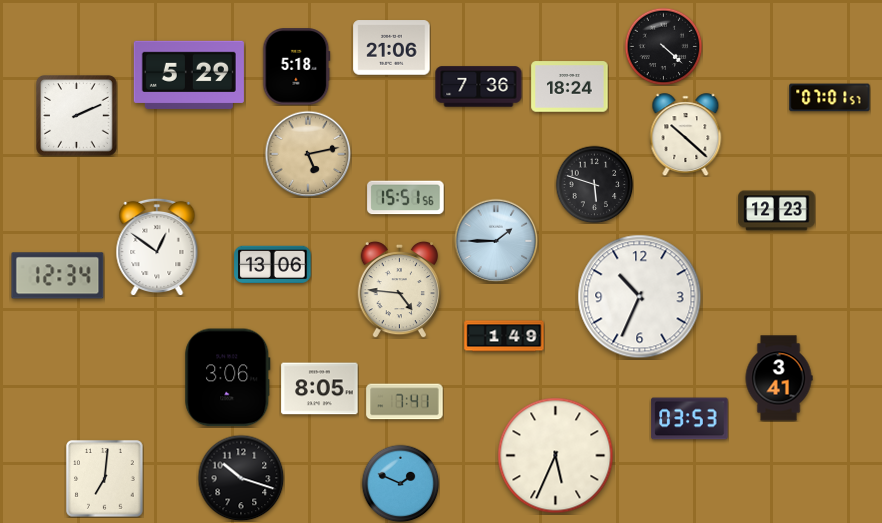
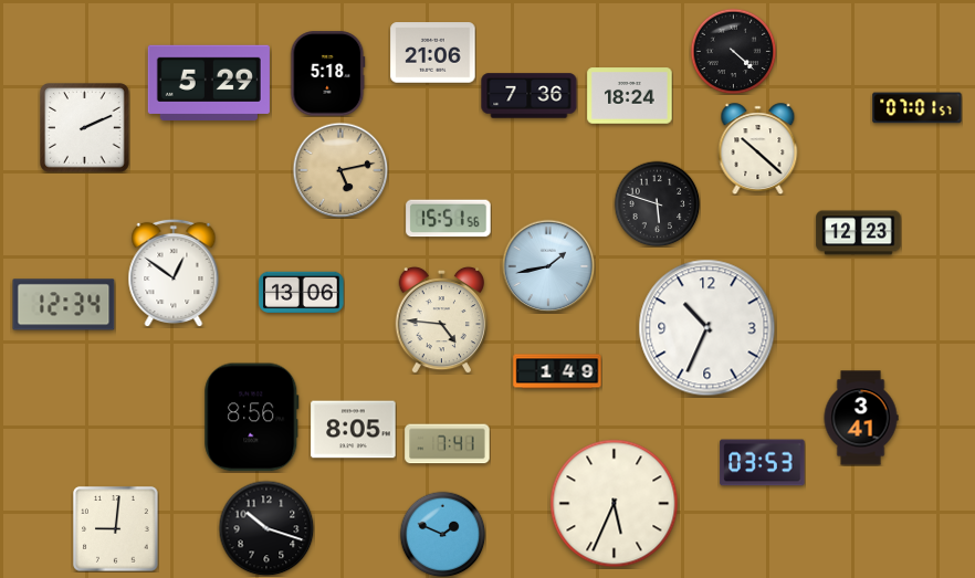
clock at (496, 241): 1:45 -> 1:43
clock at (228, 378): 3:06 -> 8:56
clock at (105, 479): 7:01 -> 9:01
